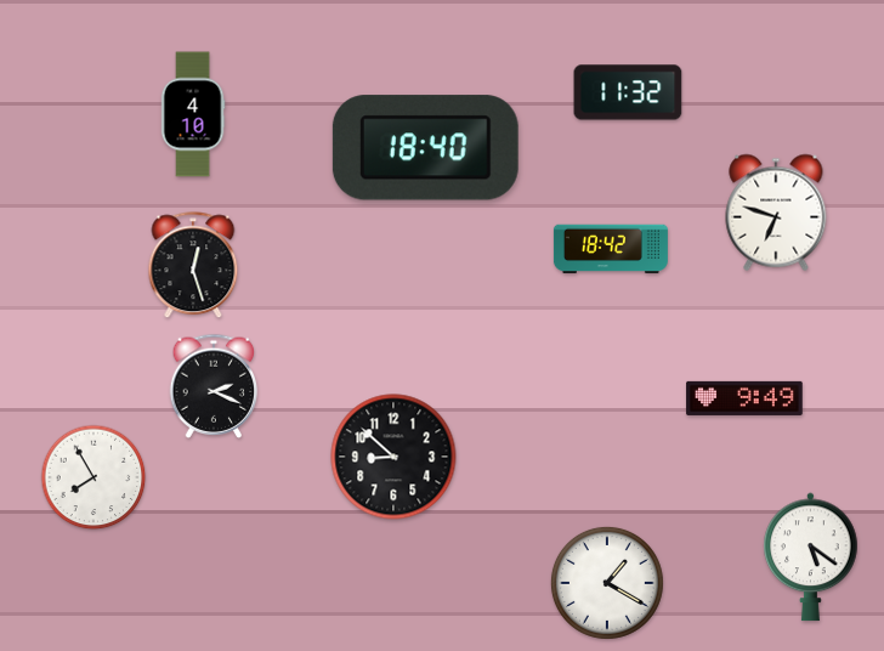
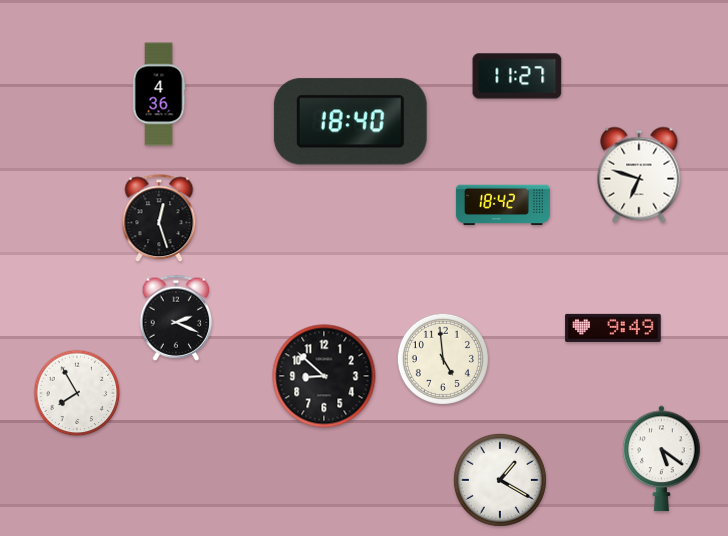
clock at (628, 92): 11:32 -> 11:27
clock at (193, 114): 4:10 -> 4:36
clock at (443, 359): none -> 4:59
clock at (811, 557) position: (811, 557) -> (662, 459)
